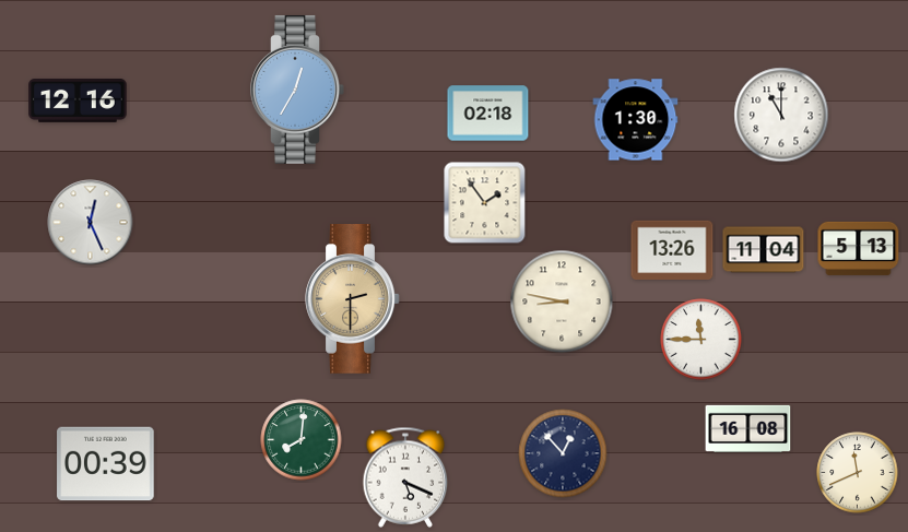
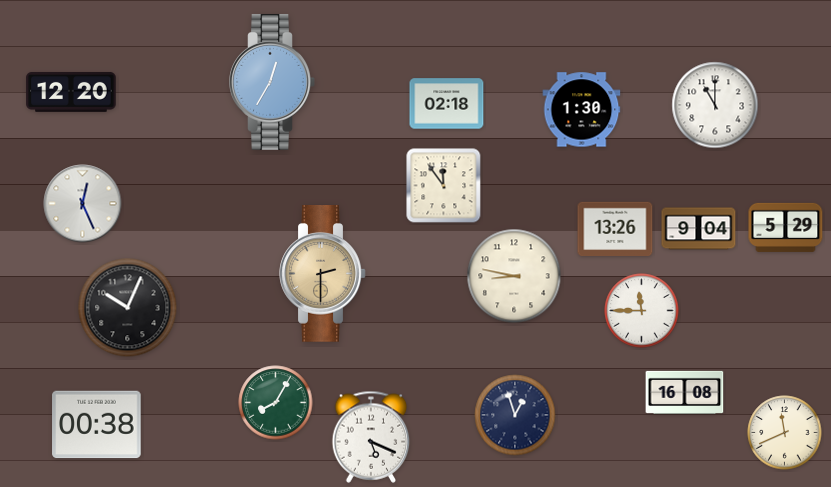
clock at (78, 101): 12:16 -> 12:20
clock at (485, 203): 1:54 -> 11:54
clock at (859, 248): 5:13 -> 5:29
clock at (764, 250): 11:04 -> 9:04
clock at (128, 308): none -> 10:04
clock at (302, 440): 8:01 -> 8:05
clock at (563, 453): 12:53 -> 12:57
clock at (106, 464): 00:39 -> 00:38
